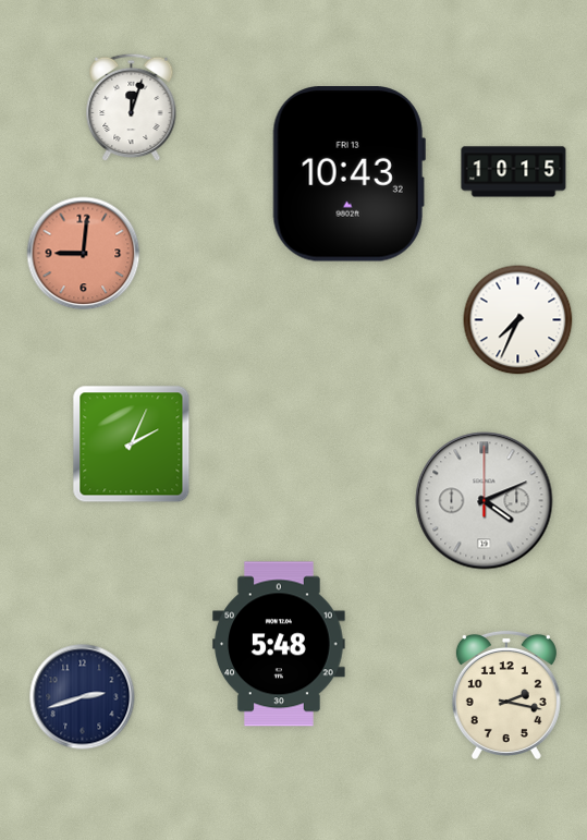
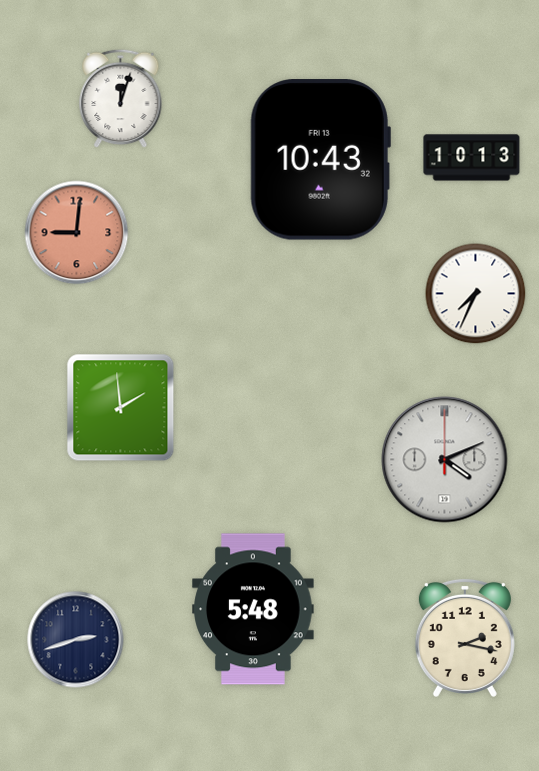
clock at (514, 172): 10:15 -> 10:13
clock at (132, 445): 2:04 -> 1:59
clock at (279, 644) position: (279, 644) -> (253, 609)
